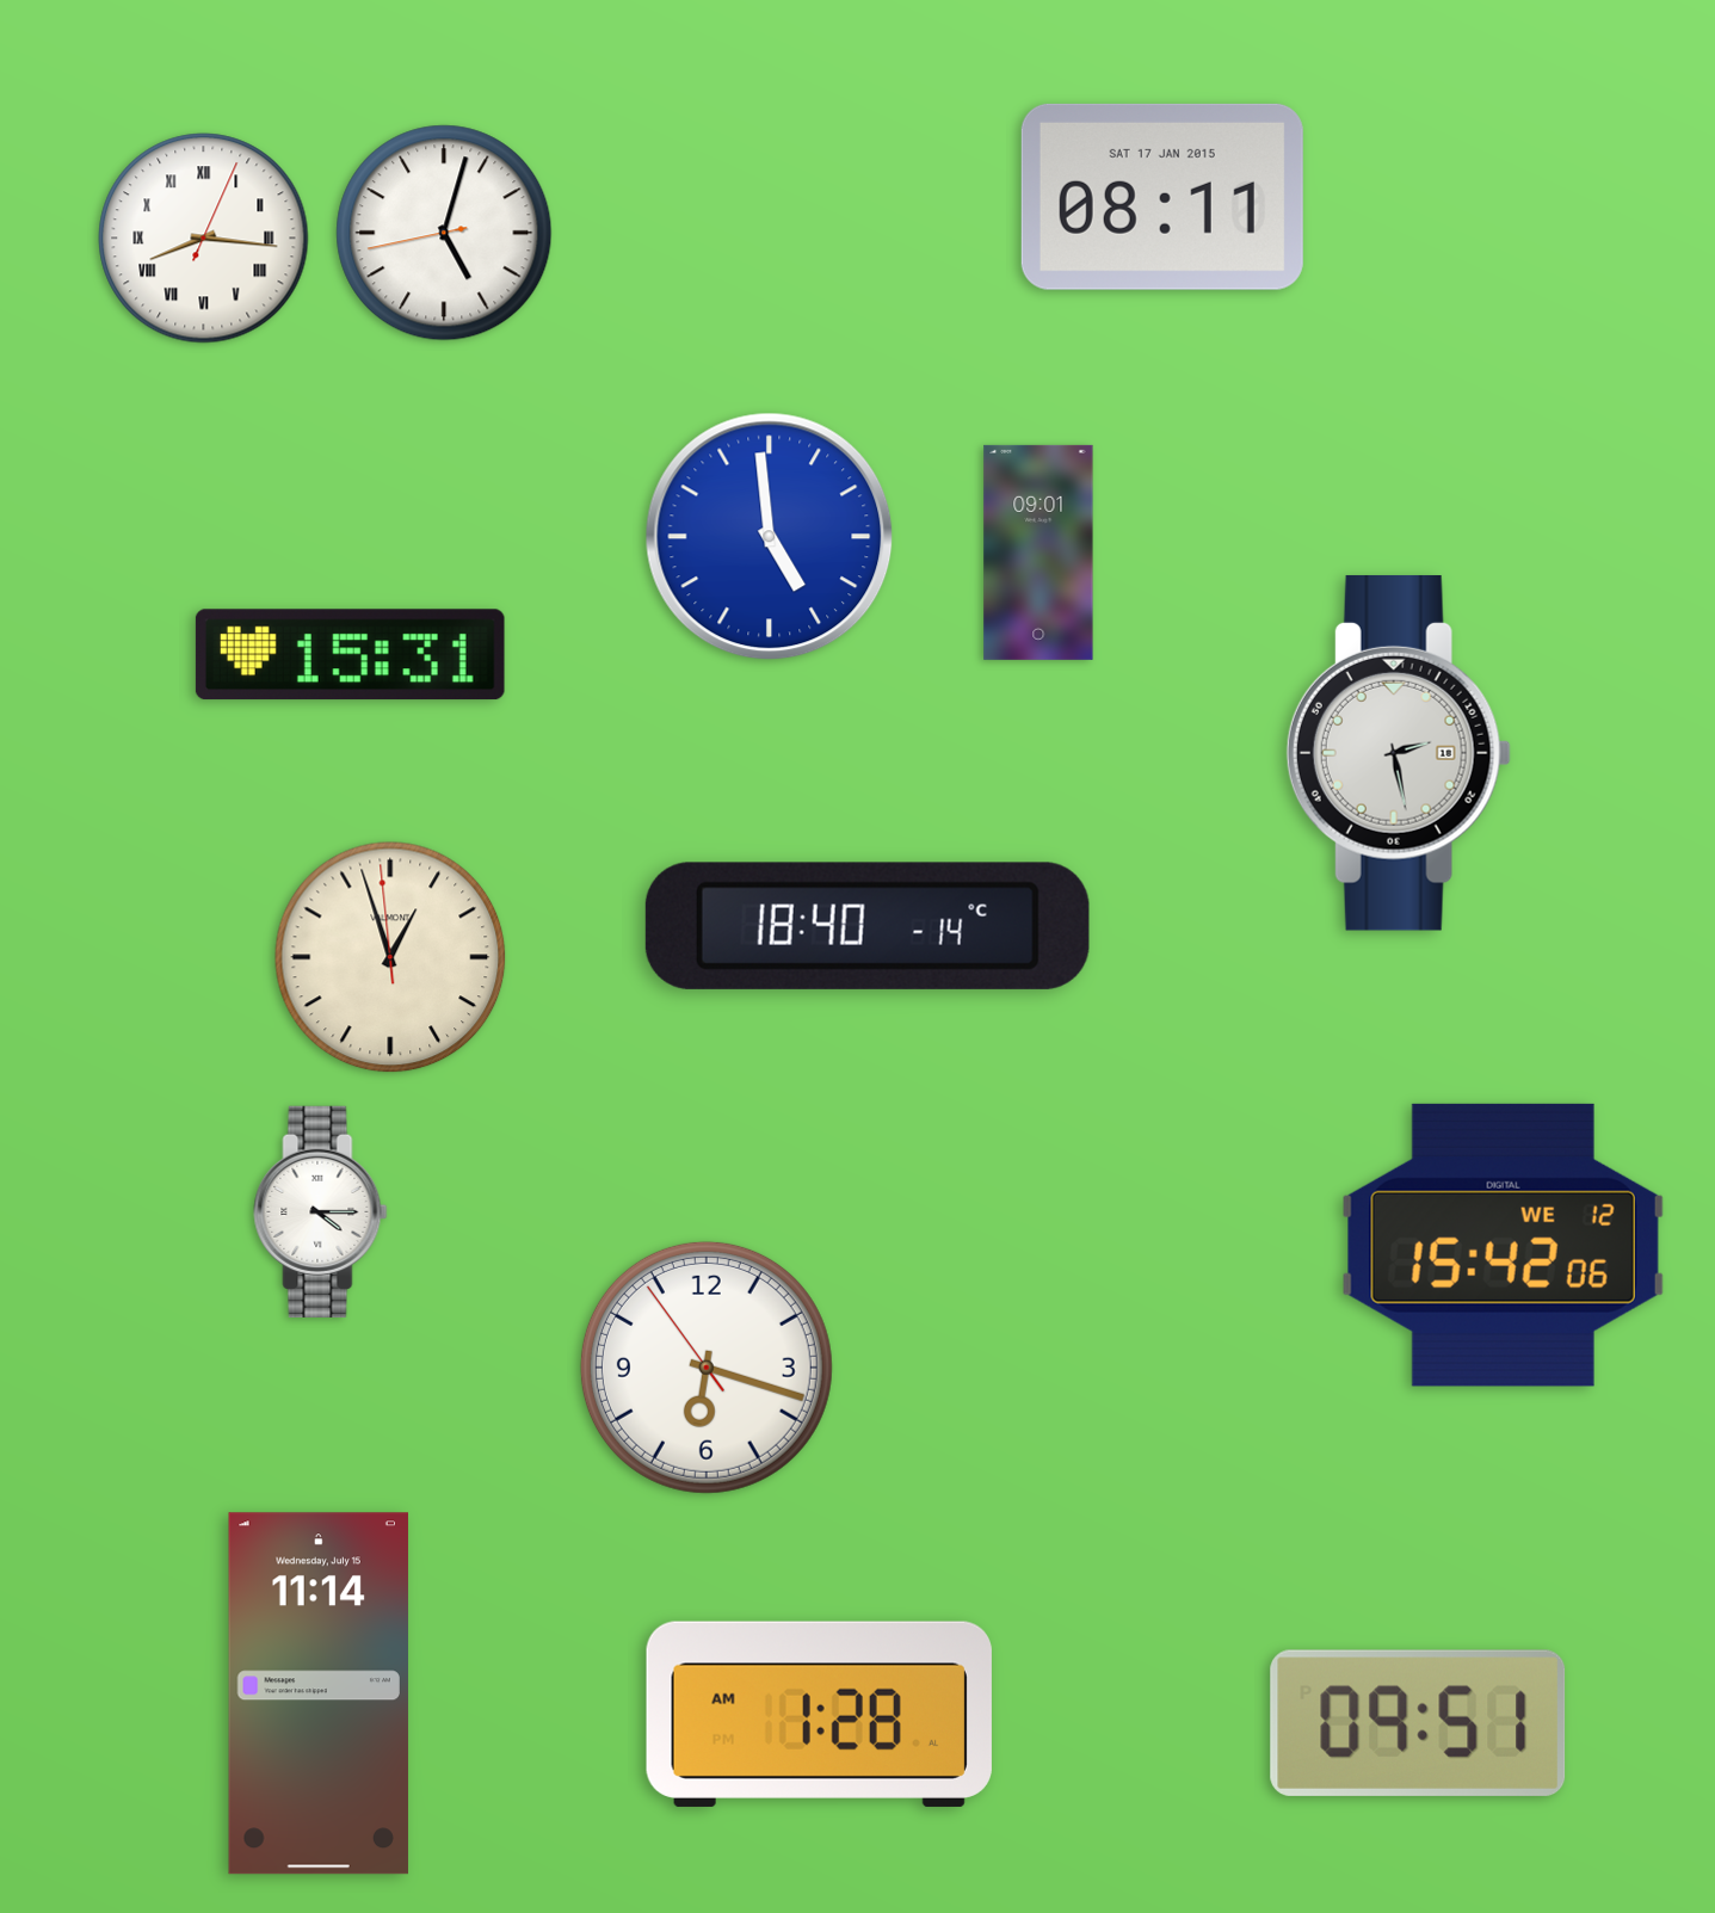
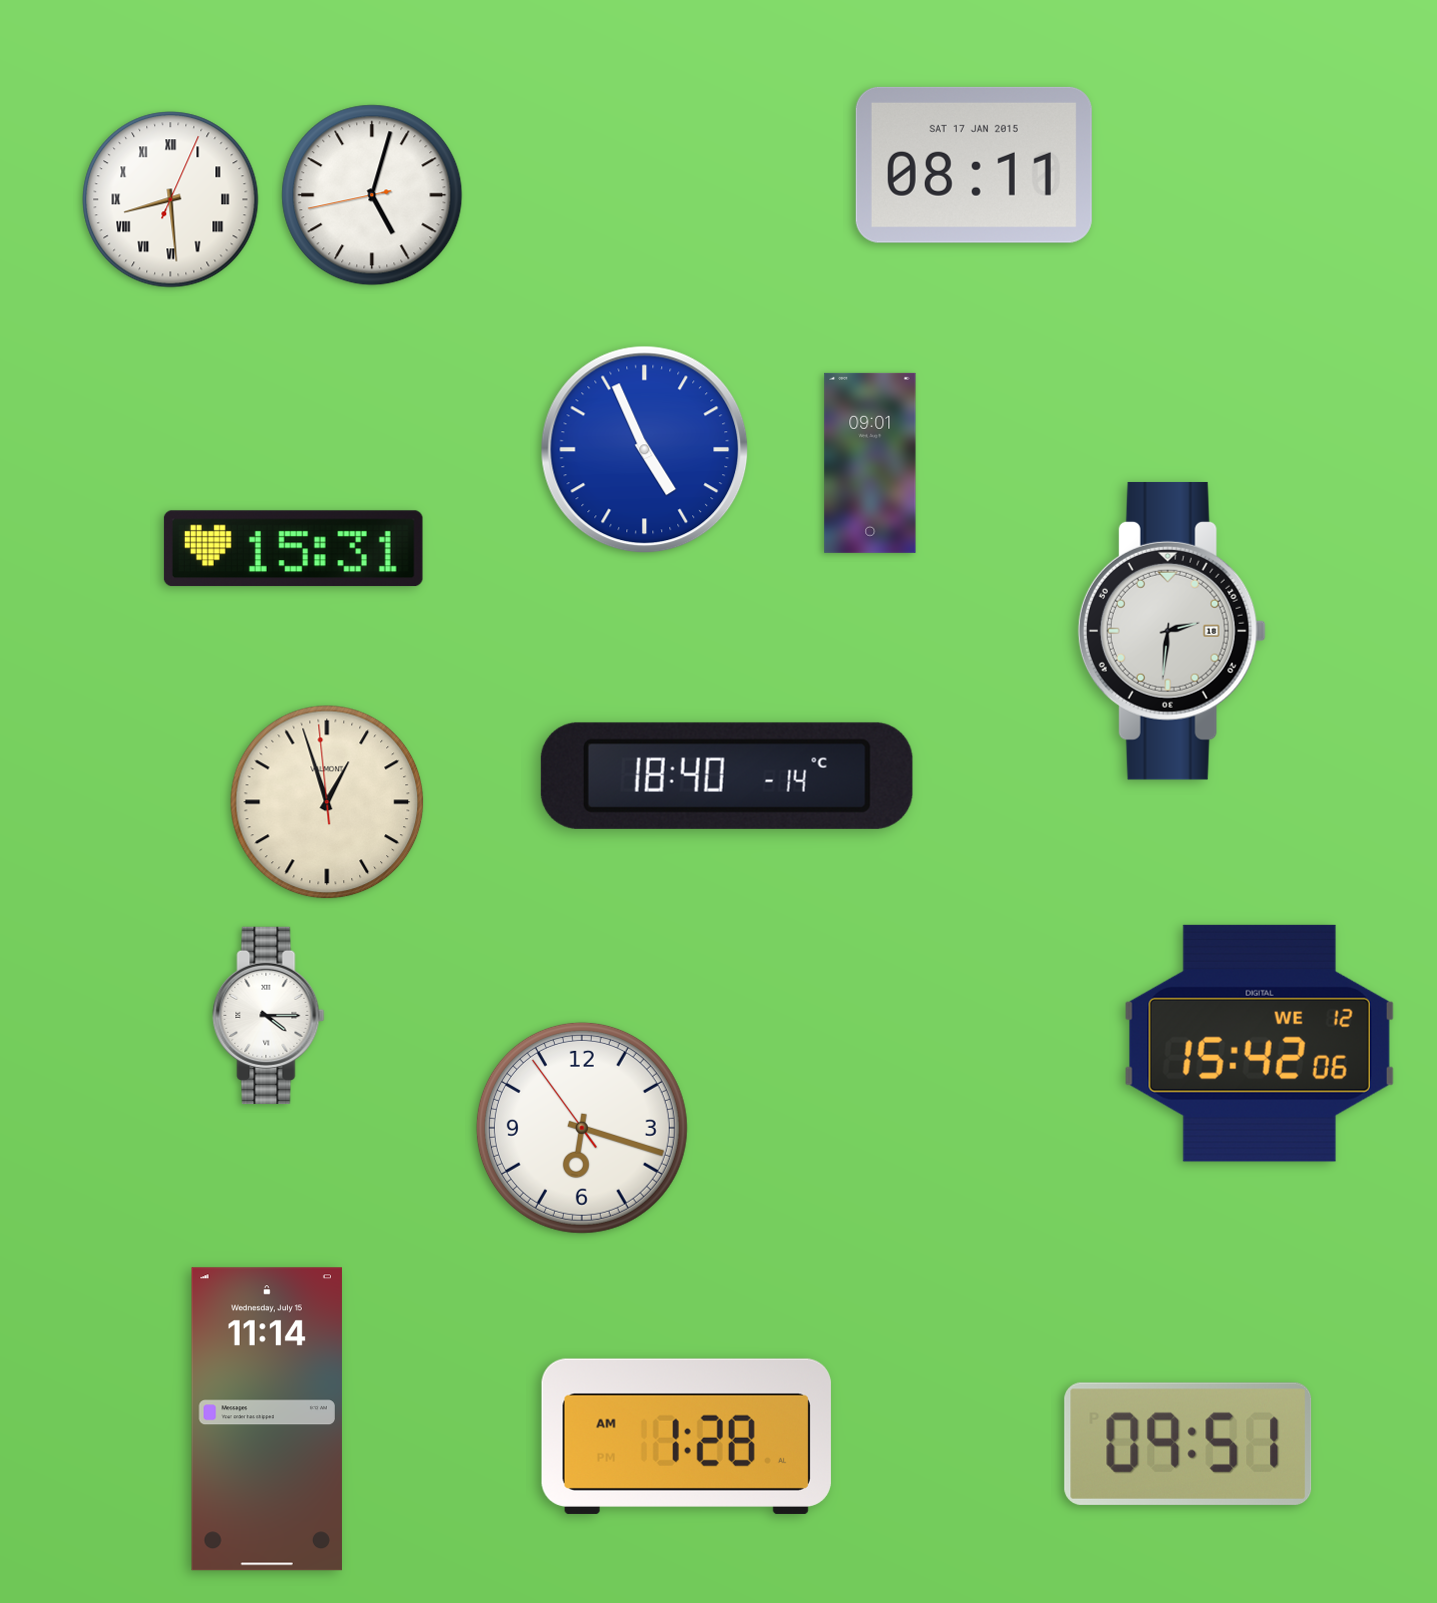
clock at (204, 239): 8:16 -> 8:29
clock at (770, 537): 4:59 -> 4:56
clock at (1399, 753): 2:28 -> 2:31
clock at (707, 1368) position: (707, 1368) -> (582, 1128)
